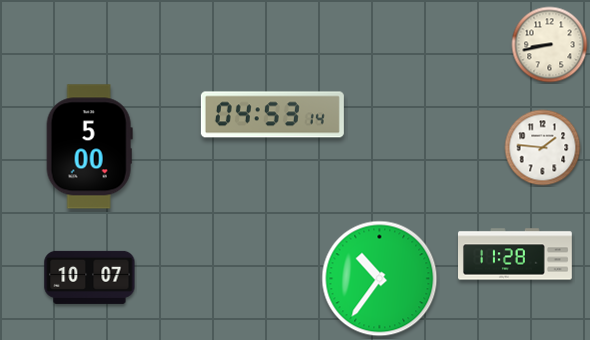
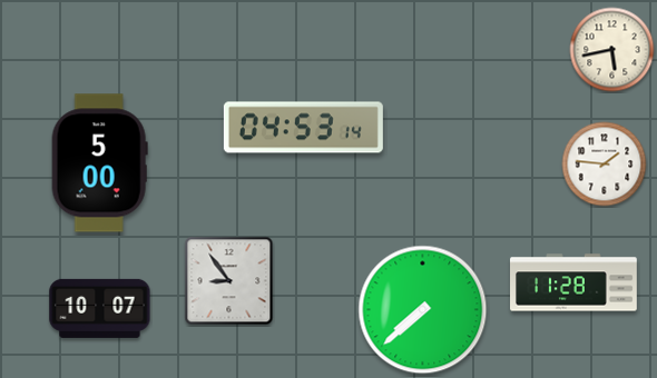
clock at (550, 45): 8:43 -> 5:43
clock at (229, 281): none -> 8:54
clock at (380, 279): 10:36 -> 7:38
